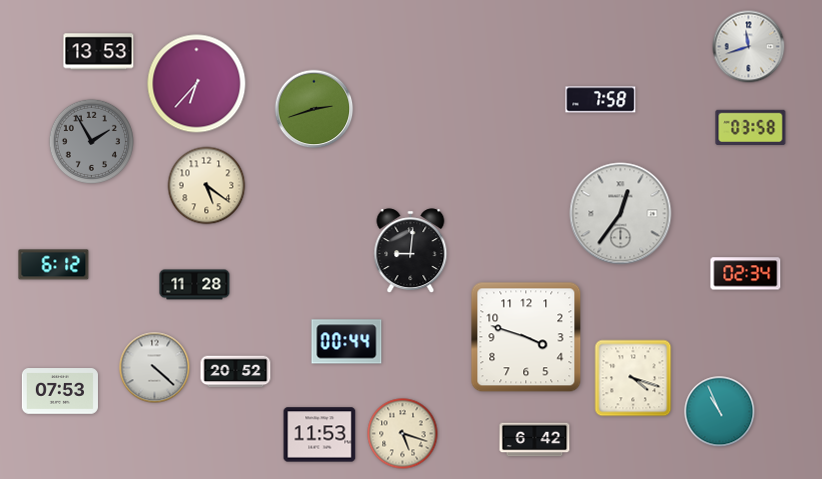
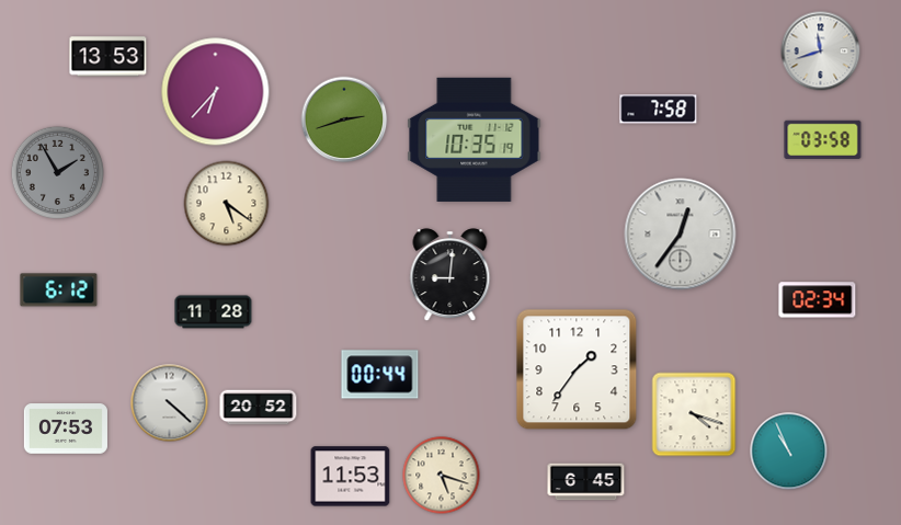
clock at (475, 139): none -> 10:35
clock at (91, 141) position: (91, 141) -> (57, 172)
clock at (526, 337): 3:48 -> 1:36
clock at (535, 440): 6:42 -> 6:45
